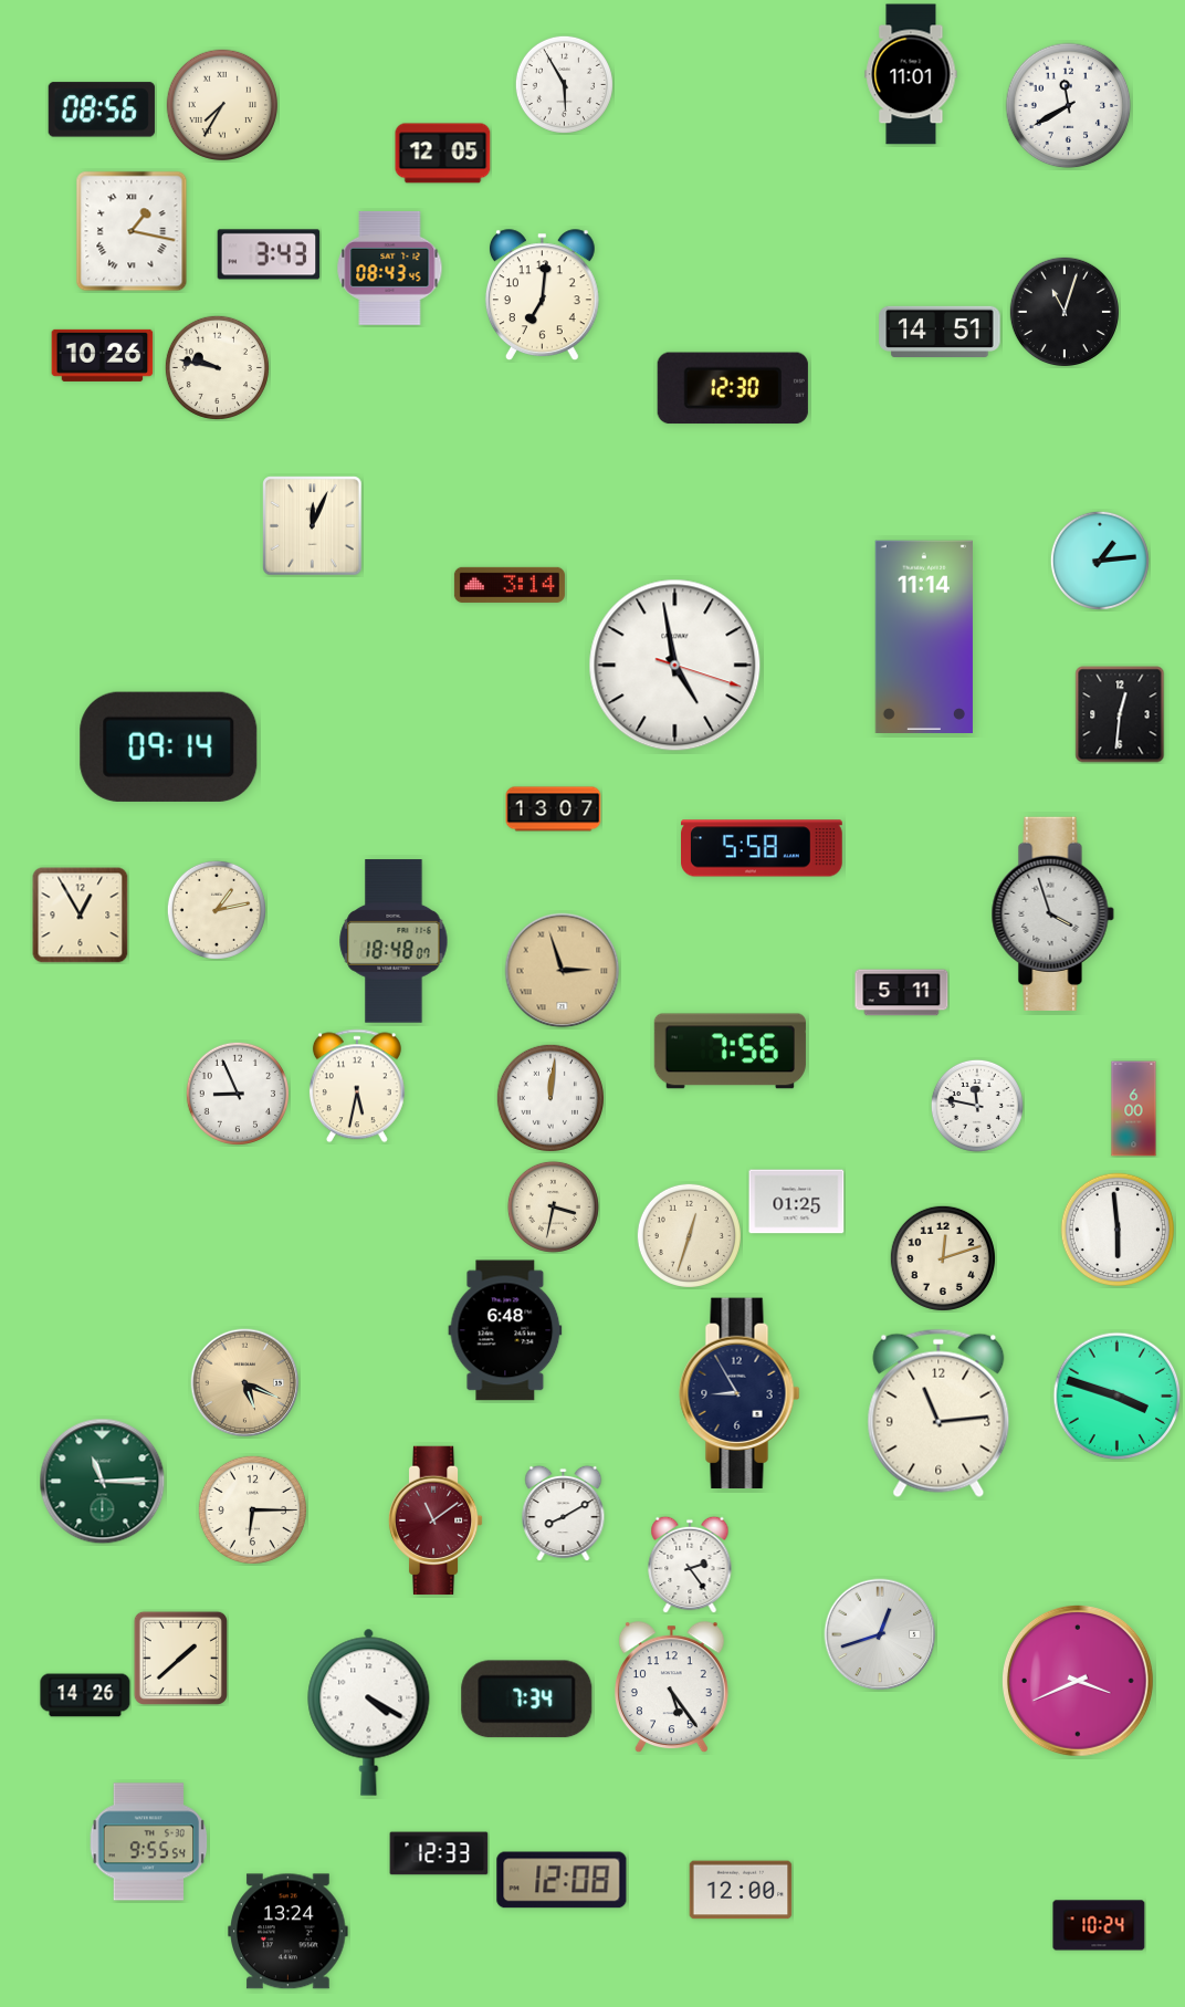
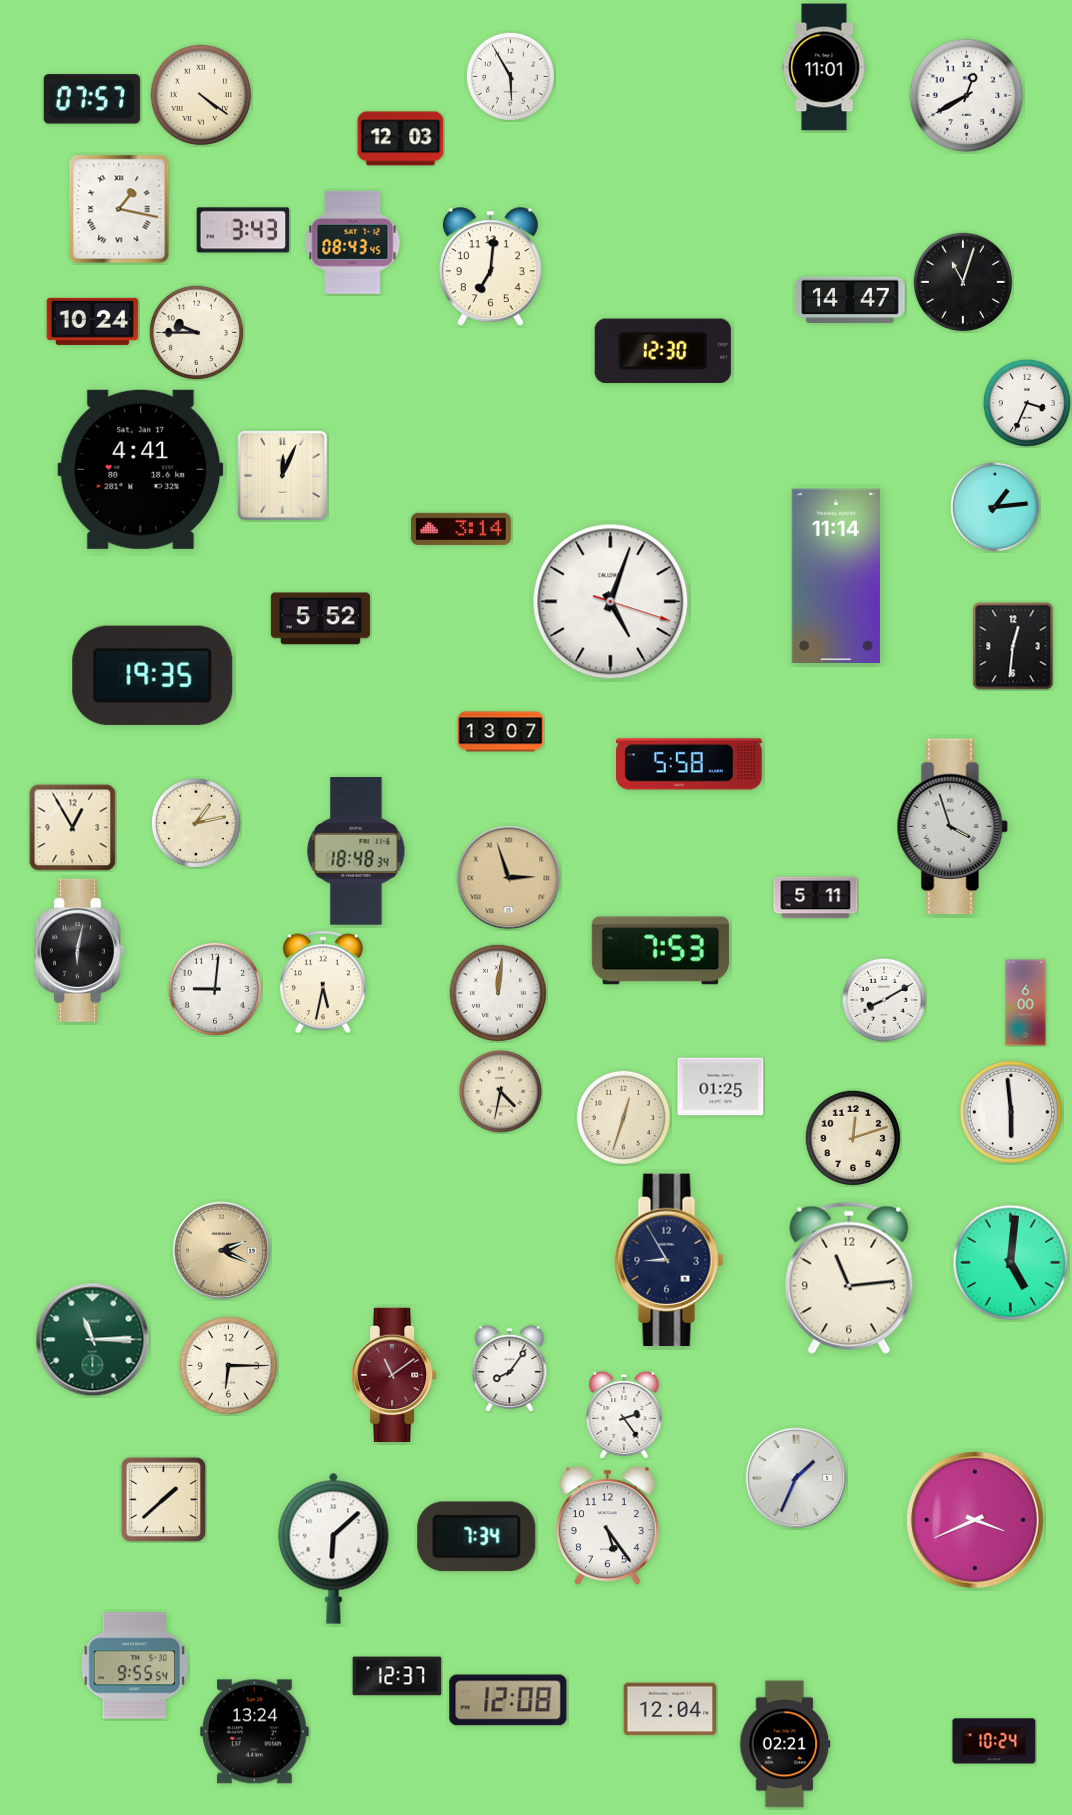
clock at (221, 104): 7:35 -> 4:21
clock at (1069, 106): 11:40 -> 12:40
clock at (102, 109): 08:56 -> 07:57
clock at (443, 154): 12:05 -> 12:03
clock at (940, 331): 14:51 -> 14:47
clock at (103, 355): 10:26 -> 10:24
clock at (217, 367): 9:47 -> 9:45
clock at (1027, 403): none -> 3:34
clock at (141, 469): none -> 4:41
clock at (675, 666): 4:58 -> 5:03
clock at (320, 619): none -> 5:52
clock at (169, 746): 09:14 -> 19:35
clock at (763, 848) position: (763, 848) -> (690, 764)
clock at (394, 941): 18:48:07 -> 18:48:34
clock at (79, 950): none -> 6:02
clock at (730, 1052): 7:56 -> 7:53
clock at (238, 1094): 8:56 -> 9:01
clock at (977, 1106): 11:47 -> 8:10
clock at (553, 1206): 3:32 -> 4:32
clock at (505, 1330): 6:48 -> none
clock at (245, 1383): 5:19 -> 2:19
clock at (1118, 1397): 3:48 -> 5:01
clock at (564, 1513): 8:10 -> 8:06
clock at (880, 1634): 12:42 -> 1:34
clock at (85, 1695): 14:26 -> none
clock at (369, 1712): 4:20 -> 6:08
clock at (439, 1853): 12:33 -> 12:37
clock at (741, 1890): 12:00 -> 12:04
clock at (785, 1744): none -> 02:21
clock at (289, 1932) position: (289, 1932) -> (255, 1732)
